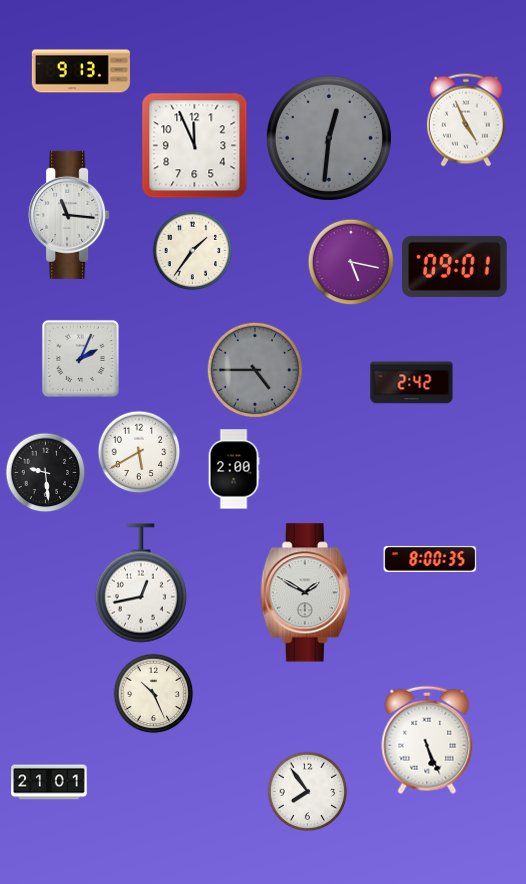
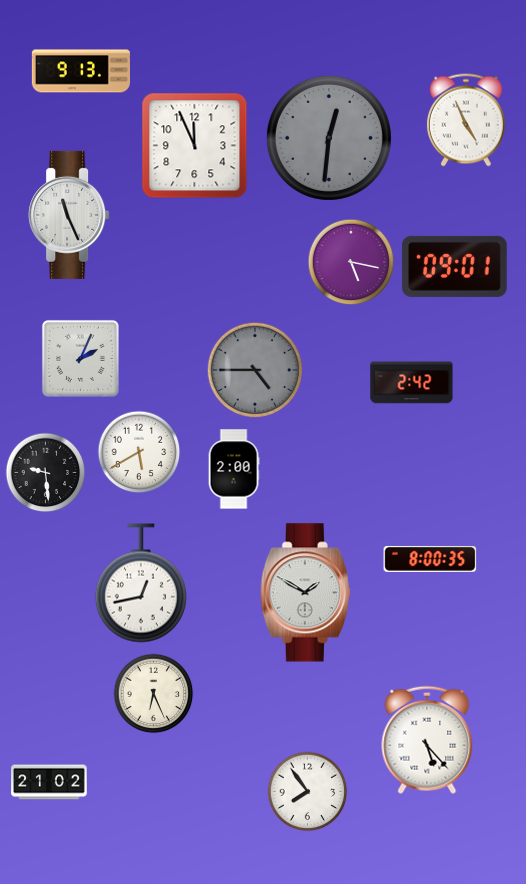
clock at (69, 215): 11:16 -> 11:26
clock at (193, 251): 1:36 -> none
clock at (154, 694): 10:26 -> 6:26
clock at (427, 740): 5:26 -> 5:23
clock at (49, 782): 21:01 -> 21:02
